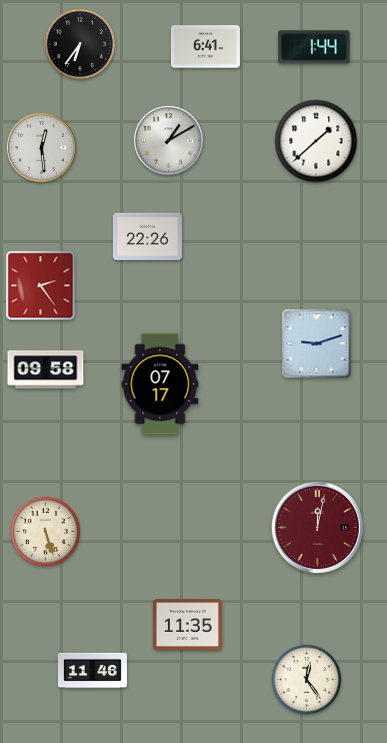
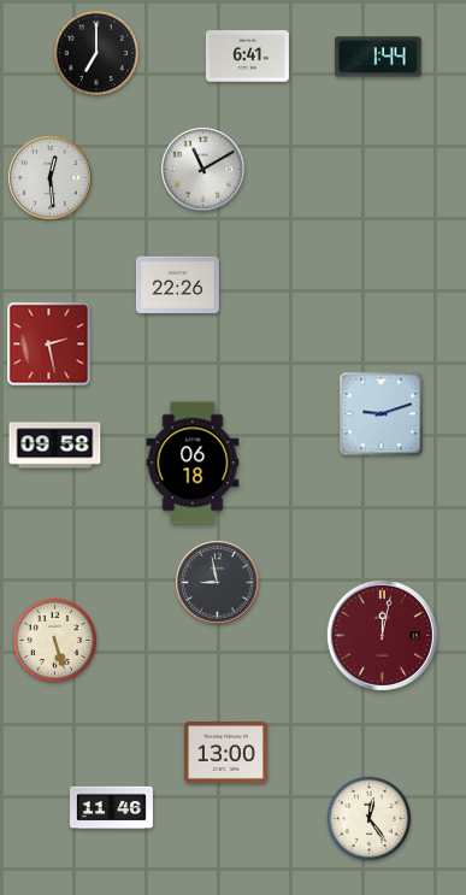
clock at (79, 43): 6:36 -> 7:00
clock at (169, 141): 1:10 -> 11:10
clock at (316, 141): 1:38 -> none
clock at (41, 286): 2:24 -> 2:28
clock at (160, 384): 07:17 -> 06:18
clock at (218, 583): none -> 8:58
clock at (187, 625): 11:35 -> 13:00
